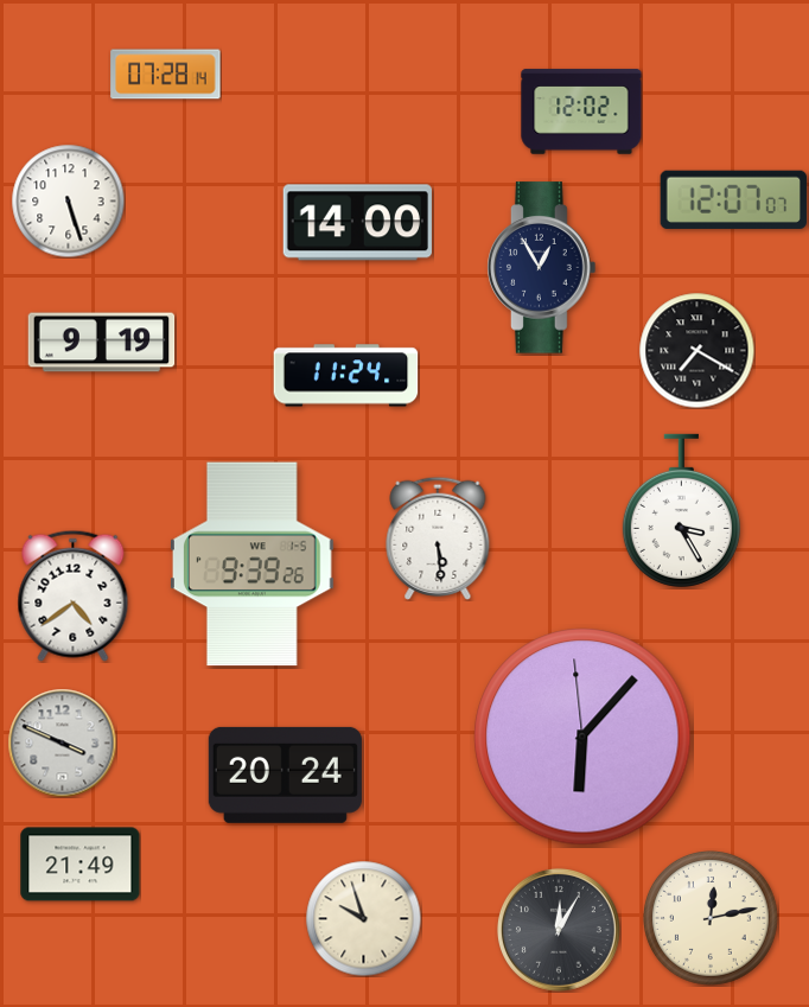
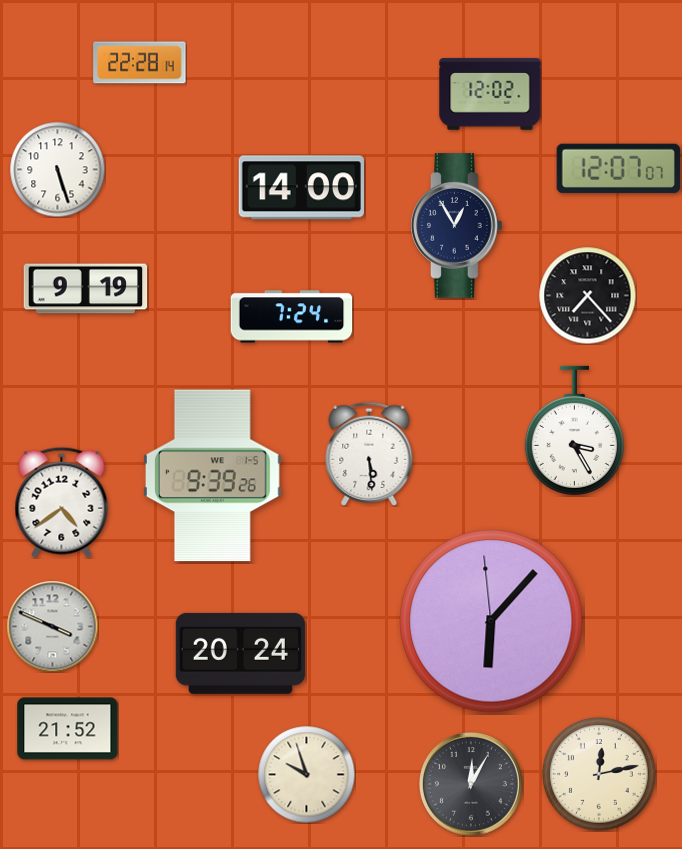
clock at (166, 75): 07:28 -> 22:28
clock at (696, 350): 7:20 -> 7:23
clock at (346, 376): 11:24 -> 7:24
clock at (81, 865): 21:49 -> 21:52
